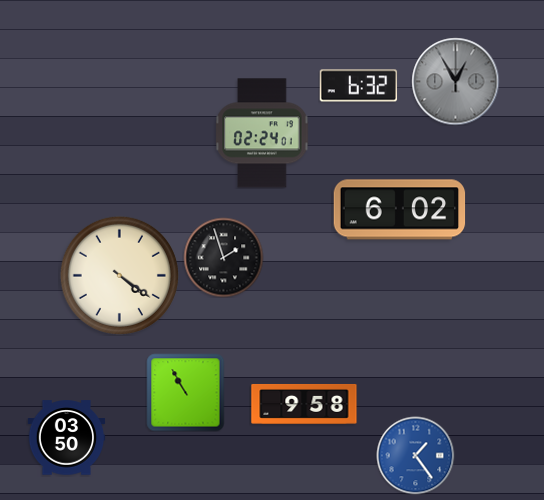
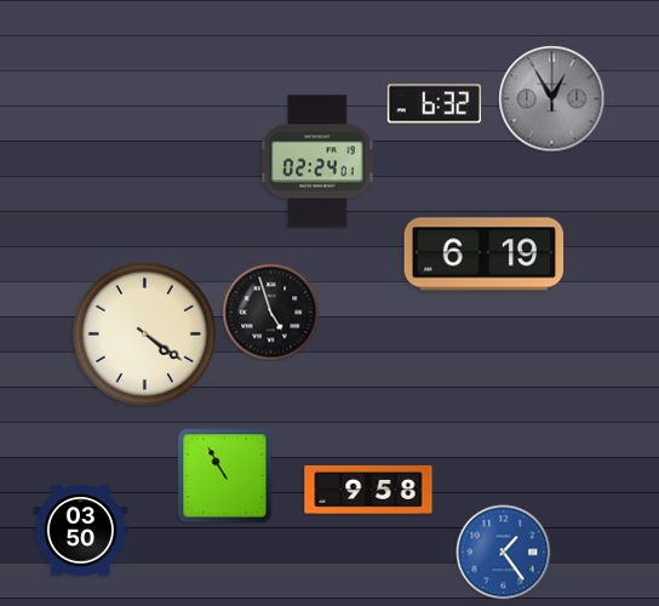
clock at (400, 210): 6:02 -> 6:19
clock at (223, 257): 1:57 -> 4:57
